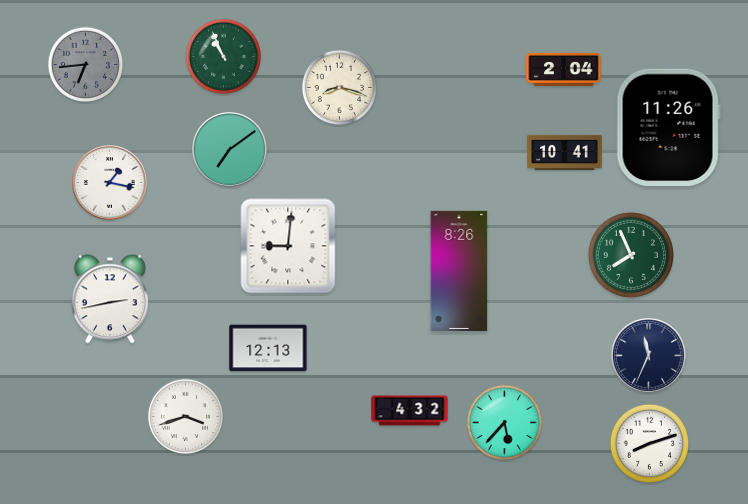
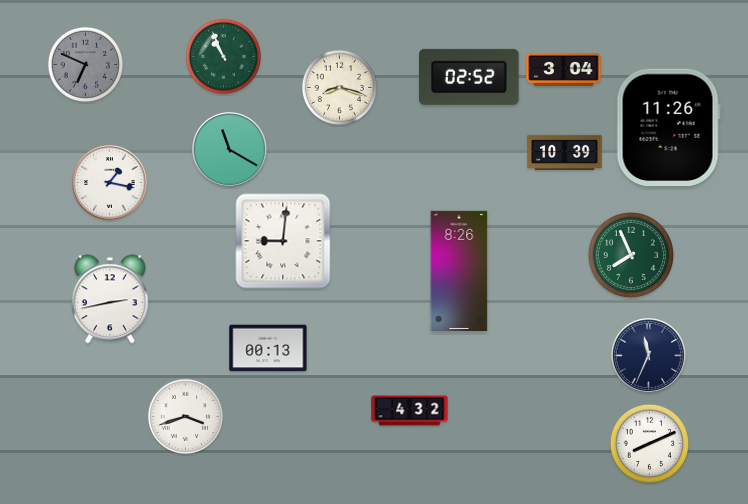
clock at (85, 64): 6:44 -> 6:49
clock at (564, 69): 2:04 -> 3:04
clock at (470, 77): none -> 02:52
clock at (230, 150): 7:09 -> 11:20
clock at (565, 152): 10:41 -> 10:39
clock at (288, 246) position: (288, 246) -> (283, 241)
clock at (268, 348): 12:13 -> 00:13
clock at (504, 422): 5:37 -> none
clock at (649, 443): 8:12 -> 8:11
